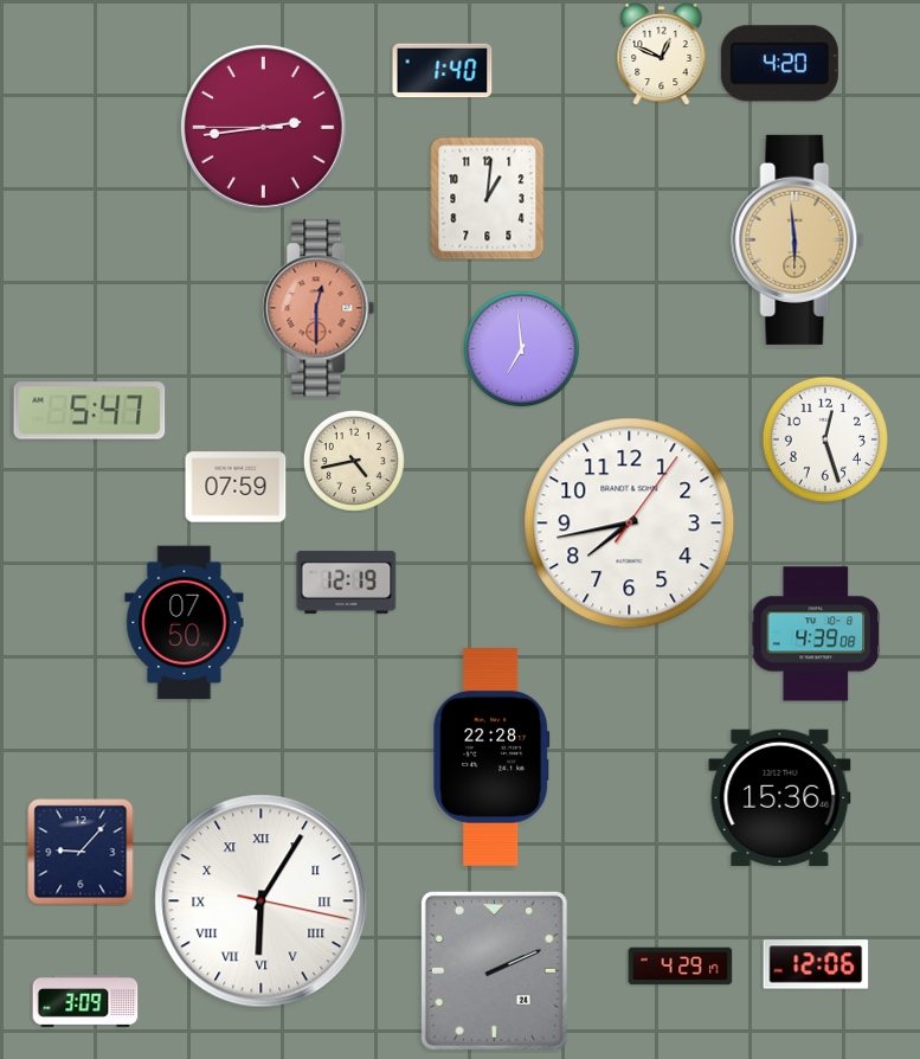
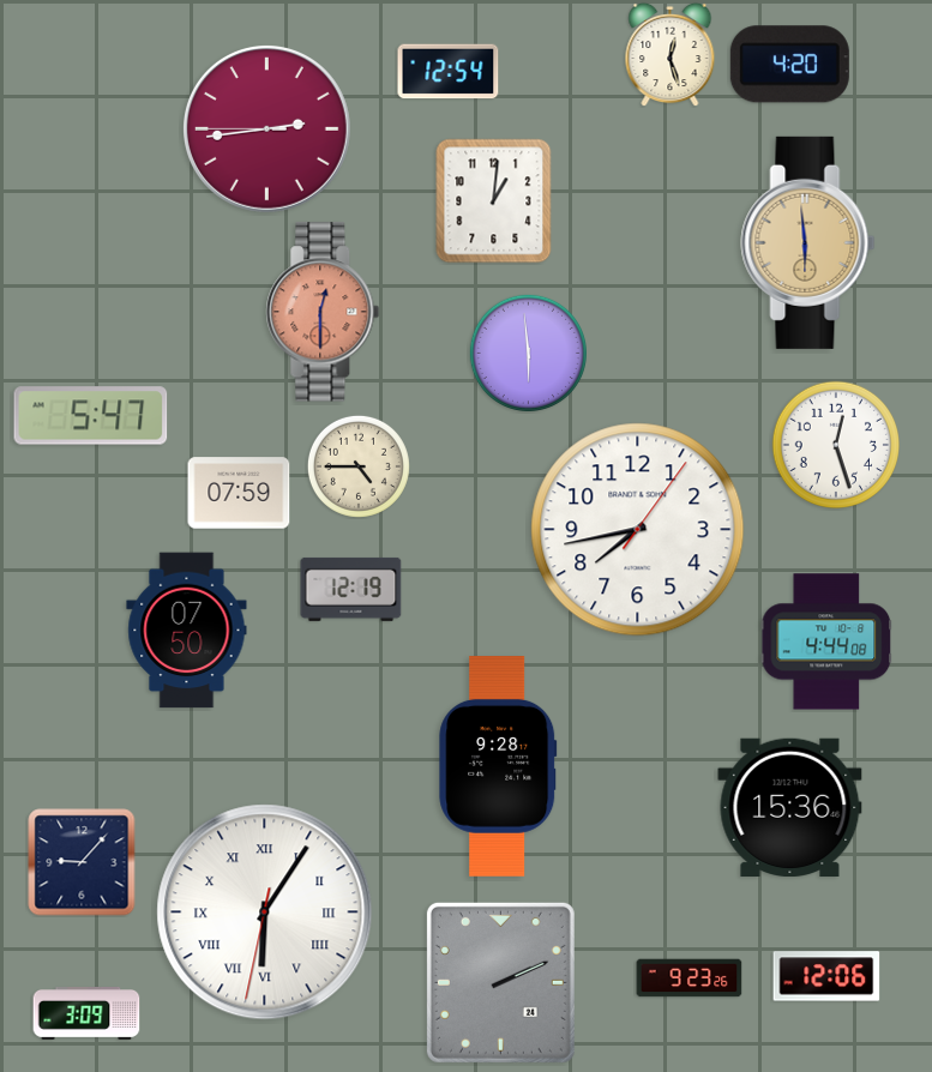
clock at (662, 53): 12:49 -> 12:27
clock at (443, 71): 1:40 -> 12:54
clock at (521, 348): 6:59 -> 5:59
clock at (354, 461): 4:43 -> 4:45
clock at (816, 634): 4:39 -> 4:44
clock at (491, 758): 22:28 -> 9:28
clock at (262, 901): 6:05:17 -> 6:05:32
clock at (681, 967): 4:29 -> 9:23
